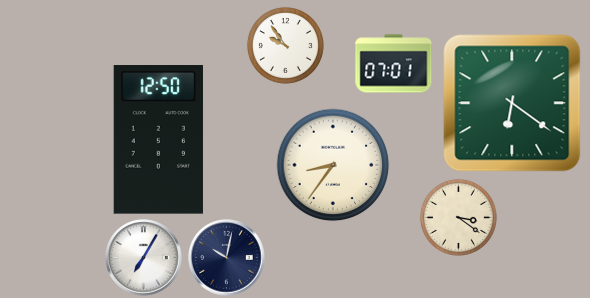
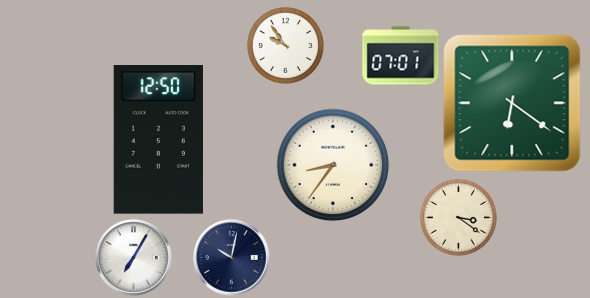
clock at (394, 64) position: (394, 64) -> (401, 56)
clock at (144, 258) position: (144, 258) -> (134, 258)
clock at (227, 258) position: (227, 258) -> (232, 258)
